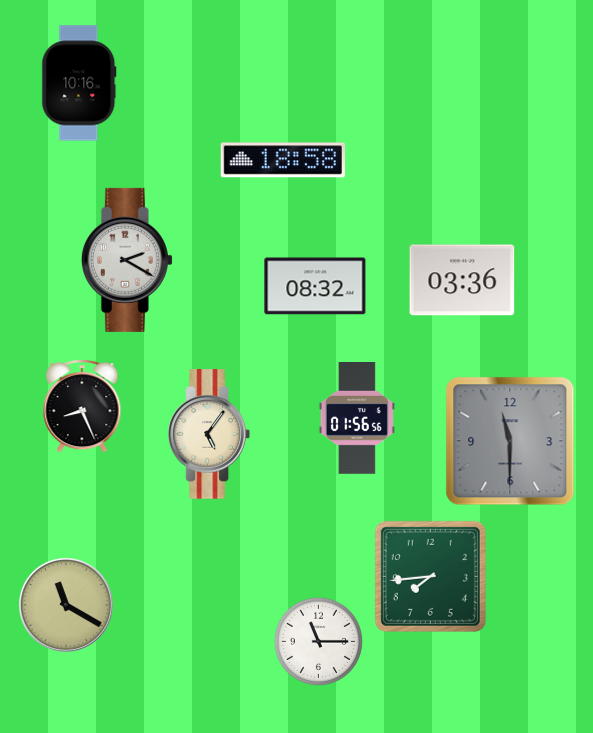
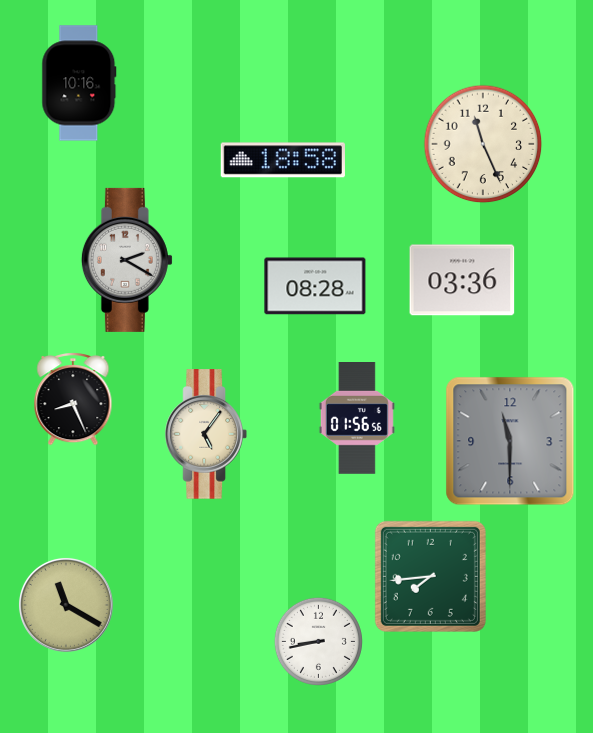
clock at (483, 144): none -> 11:26
clock at (315, 286): 08:32 -> 08:28
clock at (82, 406) position: (82, 406) -> (73, 399)
clock at (209, 434) position: (209, 434) -> (206, 434)
clock at (318, 641): 11:15 -> 8:43
